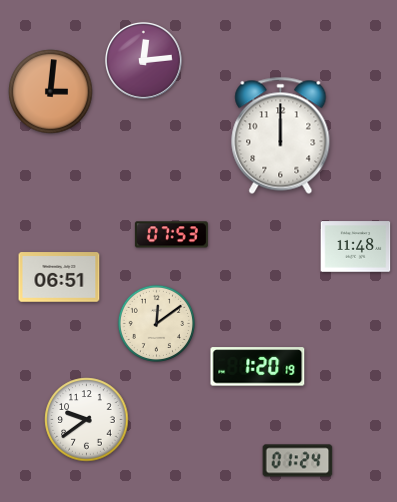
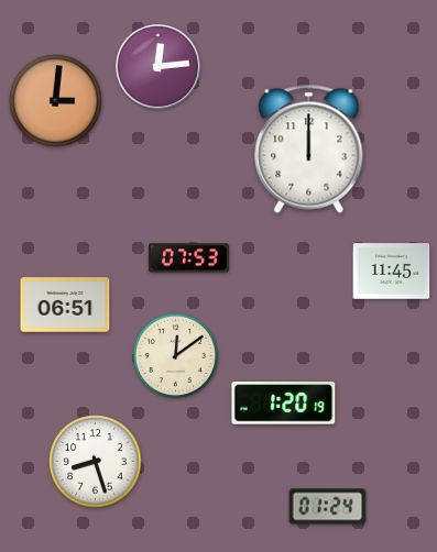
clock at (356, 247): 11:48 -> 11:45
clock at (157, 324) position: (157, 324) -> (176, 356)
clock at (87, 420): 9:39 -> 8:27
